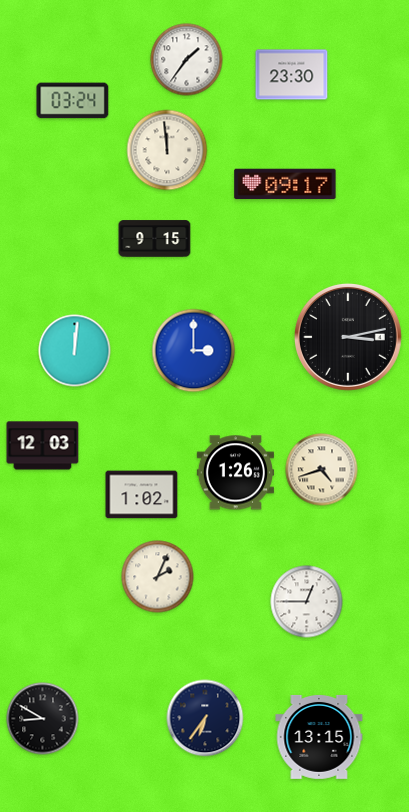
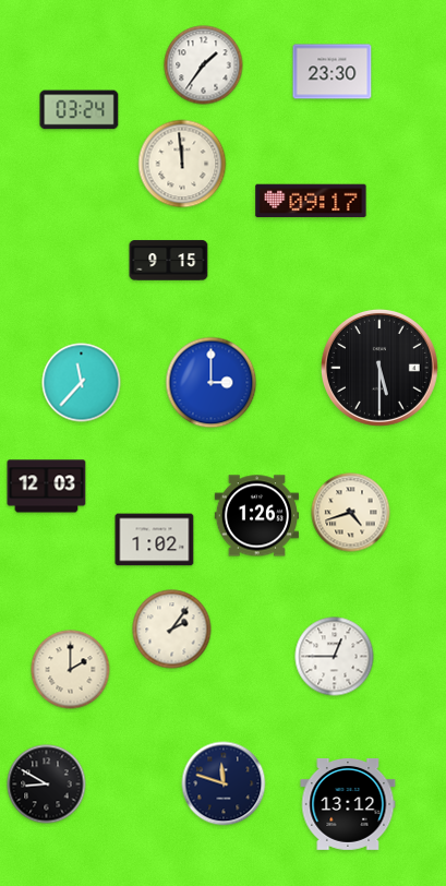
clock at (292, 75) position: (292, 75) -> (333, 72)
clock at (348, 337): 3:13 -> 5:30
clock at (75, 351): 12:01 -> 11:37
clock at (158, 577): 2:04 -> 2:06
clock at (71, 670): none -> 2:00
clock at (205, 718): 6:36 -> 11:48
clock at (319, 737): 13:15 -> 13:12
